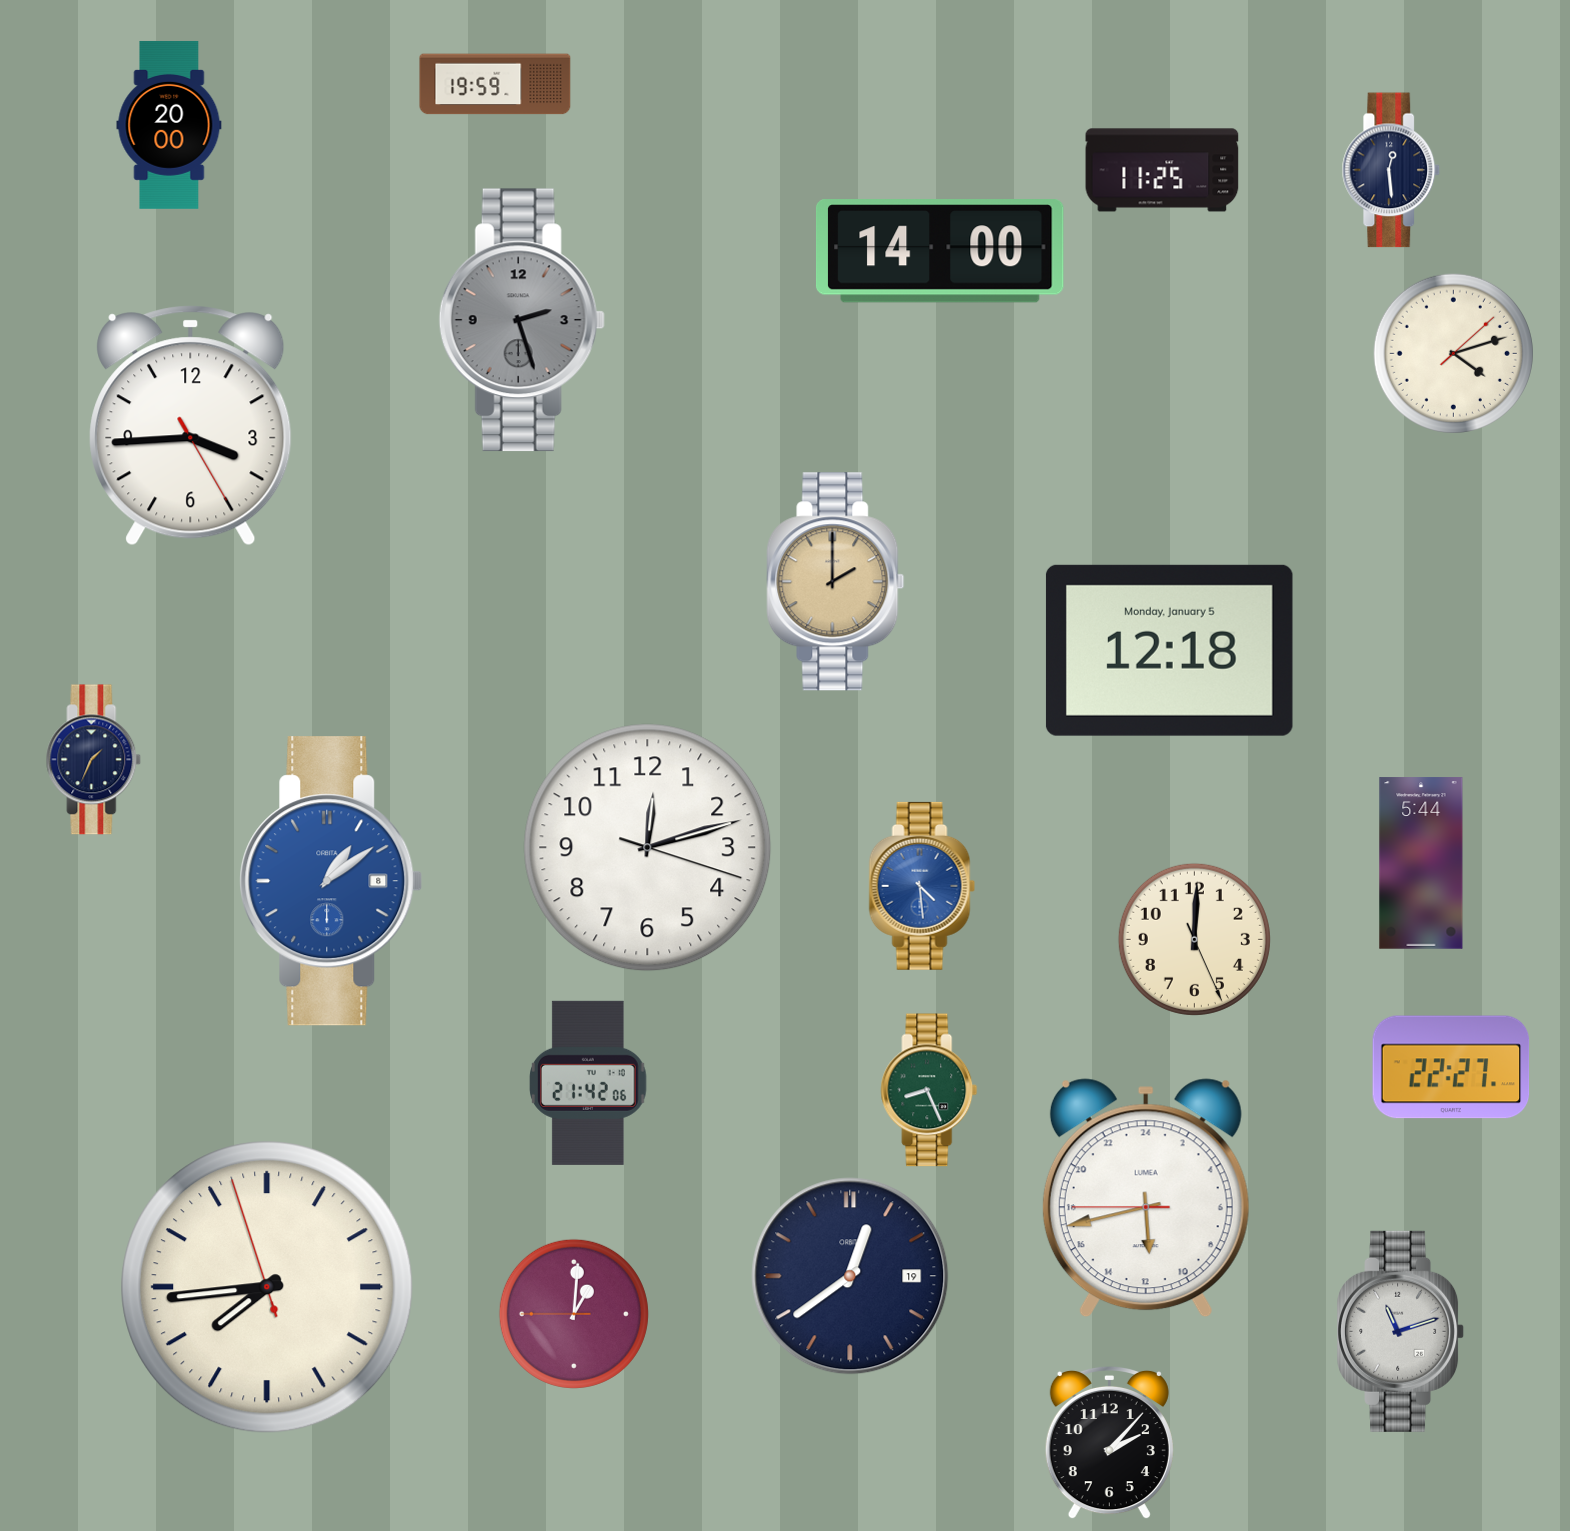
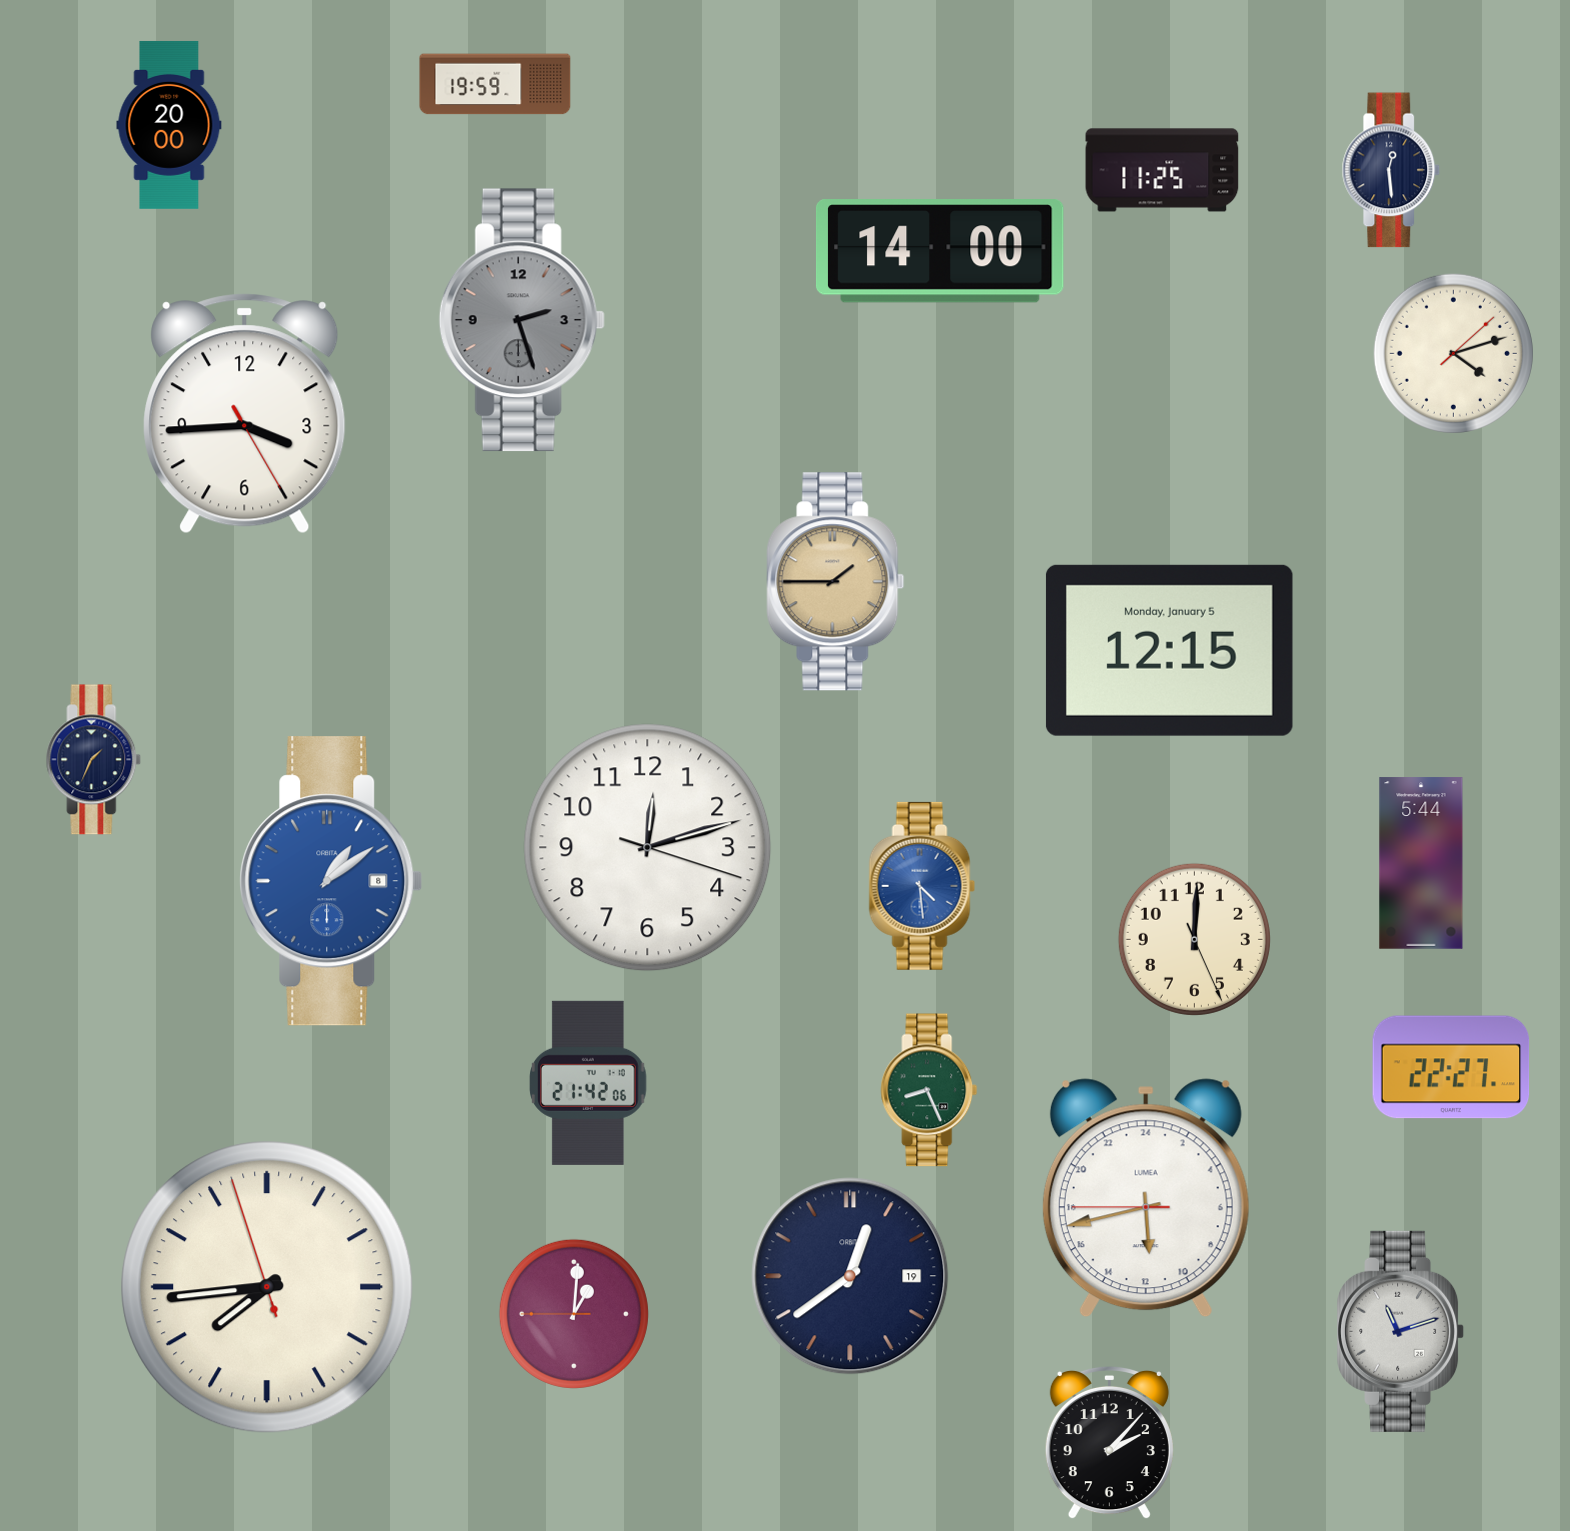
clock at (191, 426) position: (191, 426) -> (245, 414)
clock at (836, 582): 2:00 -> 1:45
clock at (1169, 650): 12:18 -> 12:15
